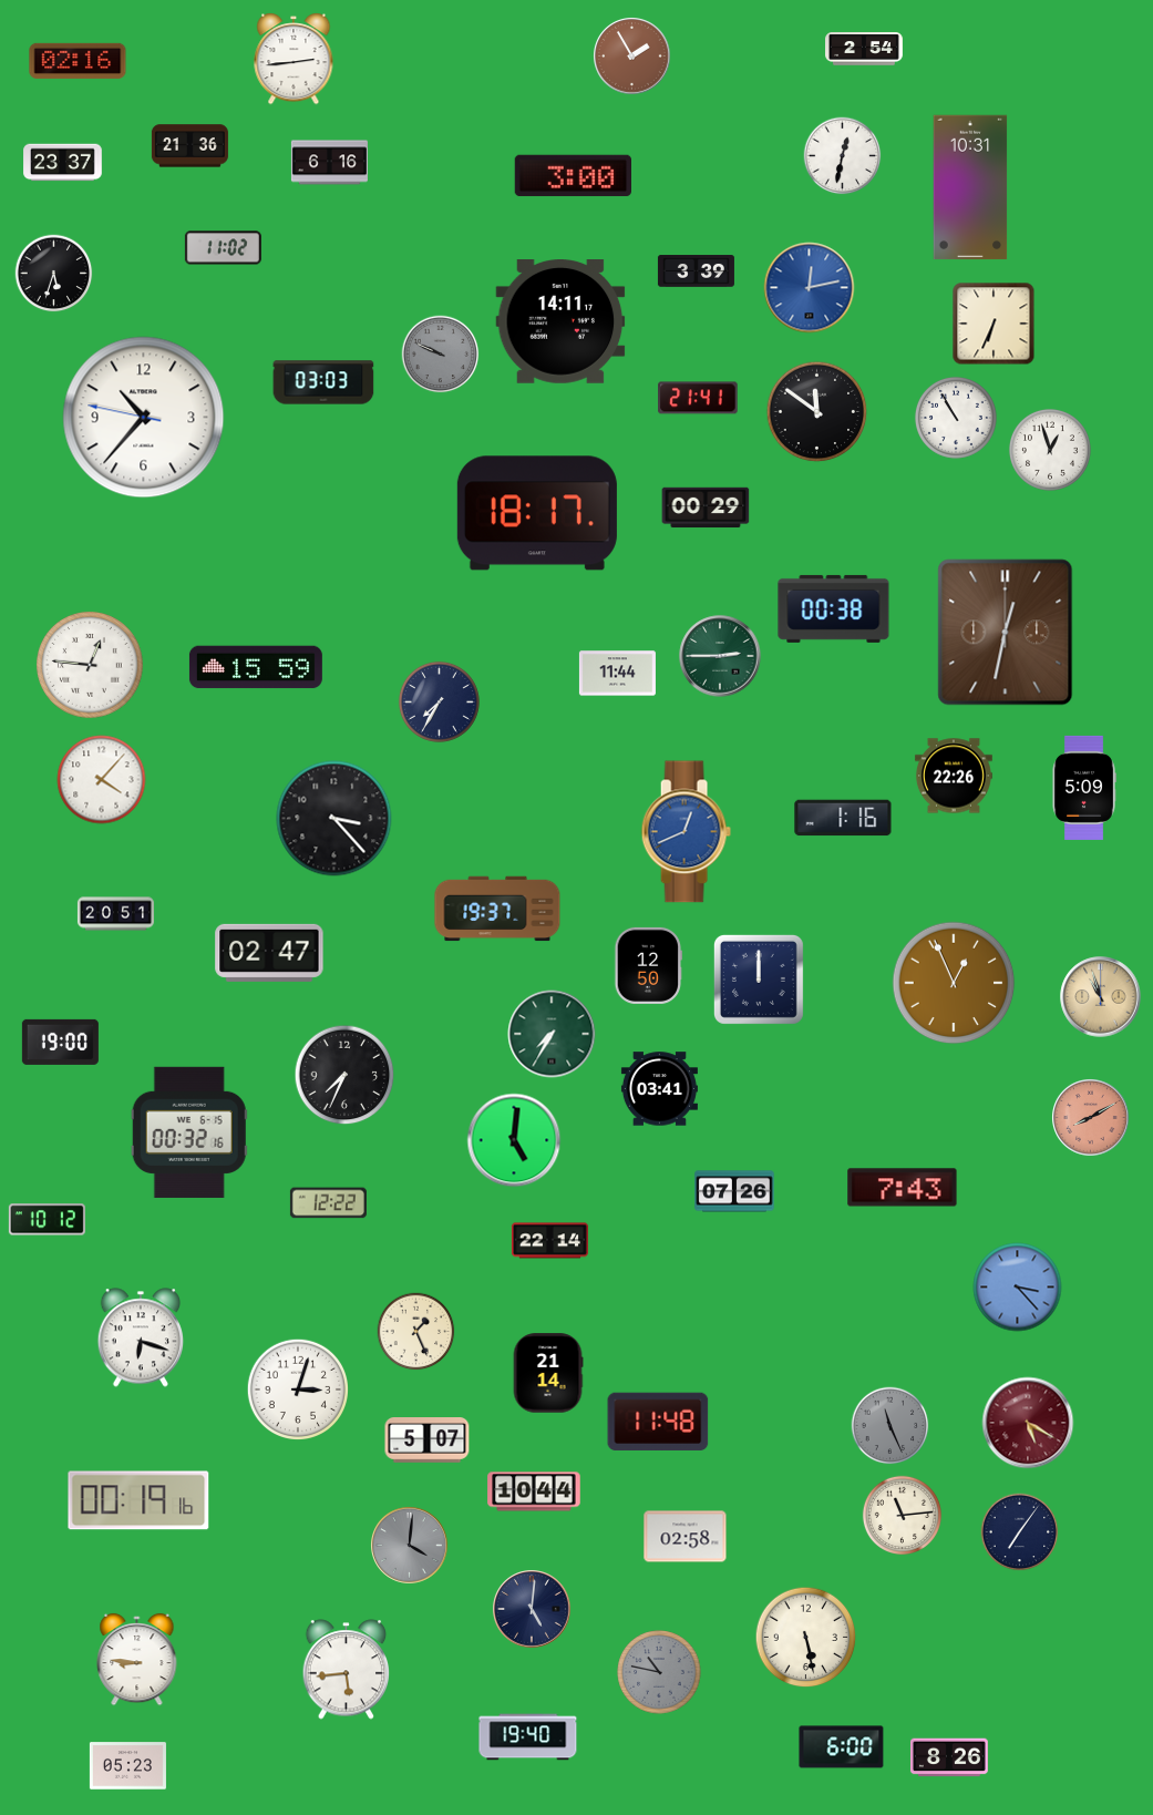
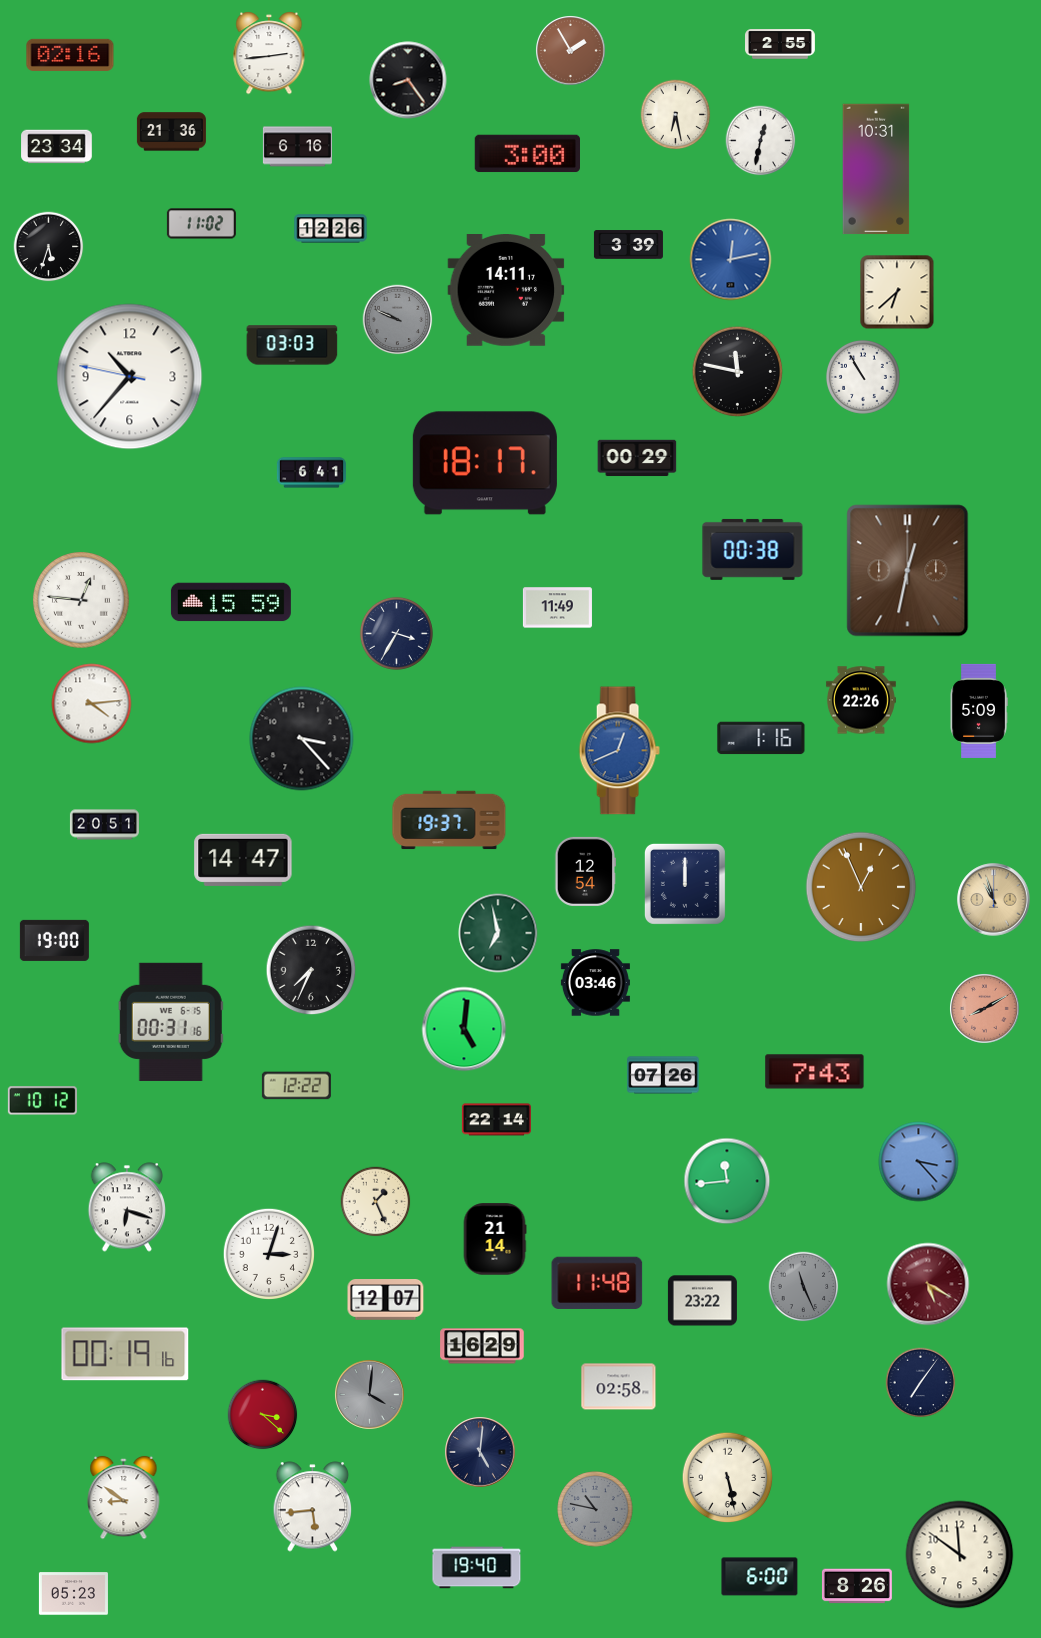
clock at (865, 49): 2:54 -> 2:55
clock at (294, 59) position: (294, 59) -> (269, 53)
clock at (408, 80): none -> 8:24
clock at (676, 115): none -> 6:28
clock at (63, 163): 23:37 -> 23:34
clock at (573, 176) position: (573, 176) -> (527, 154)
clock at (331, 229): none -> 12:26
clock at (994, 324): 6:34 -> 6:38
clock at (698, 398): 21:41 -> none
clock at (817, 412): 11:51 -> 11:47
clock at (1050, 450): 12:57 -> none
clock at (311, 473): none -> 6:41
clock at (720, 656): 2:45 -> none
clock at (617, 674): 11:44 -> 11:49
clock at (439, 701): 7:35 -> 3:35
clock at (102, 780): 4:07 -> 4:14
clock at (269, 953): 02:47 -> 14:47
clock at (649, 965): 12:50 -> 12:54
clock at (552, 1034): 7:35 -> 6:58
clock at (659, 1089): 03:41 -> 03:46
clock at (189, 1132): 00:32 -> 00:31
clock at (727, 1181): none -> 11:44
clock at (658, 1422) position: (658, 1422) -> (597, 1283)
clock at (428, 1440): 5:07 -> 12:07
clock at (702, 1301): none -> 23:22
clock at (534, 1491): 10:44 -> 16:29
clock at (902, 1515): 11:14 -> none
clock at (263, 1415): none -> 3:22
clock at (137, 1660): 8:46 -> 8:51
clock at (960, 1555): none -> 11:51
clock at (127, 1766) position: (127, 1766) -> (73, 1594)
